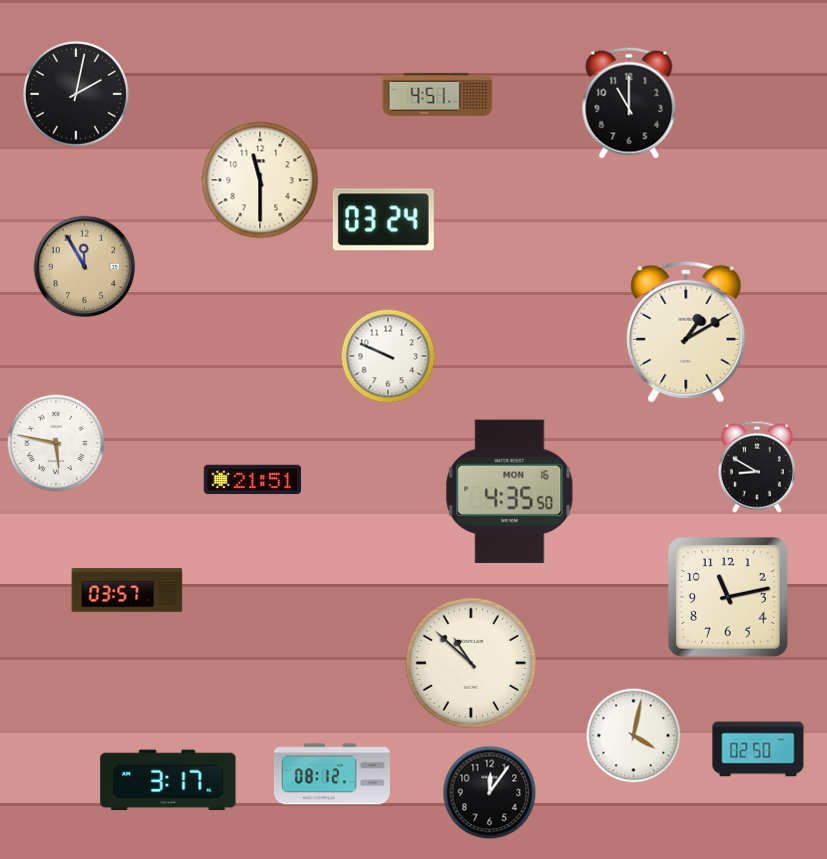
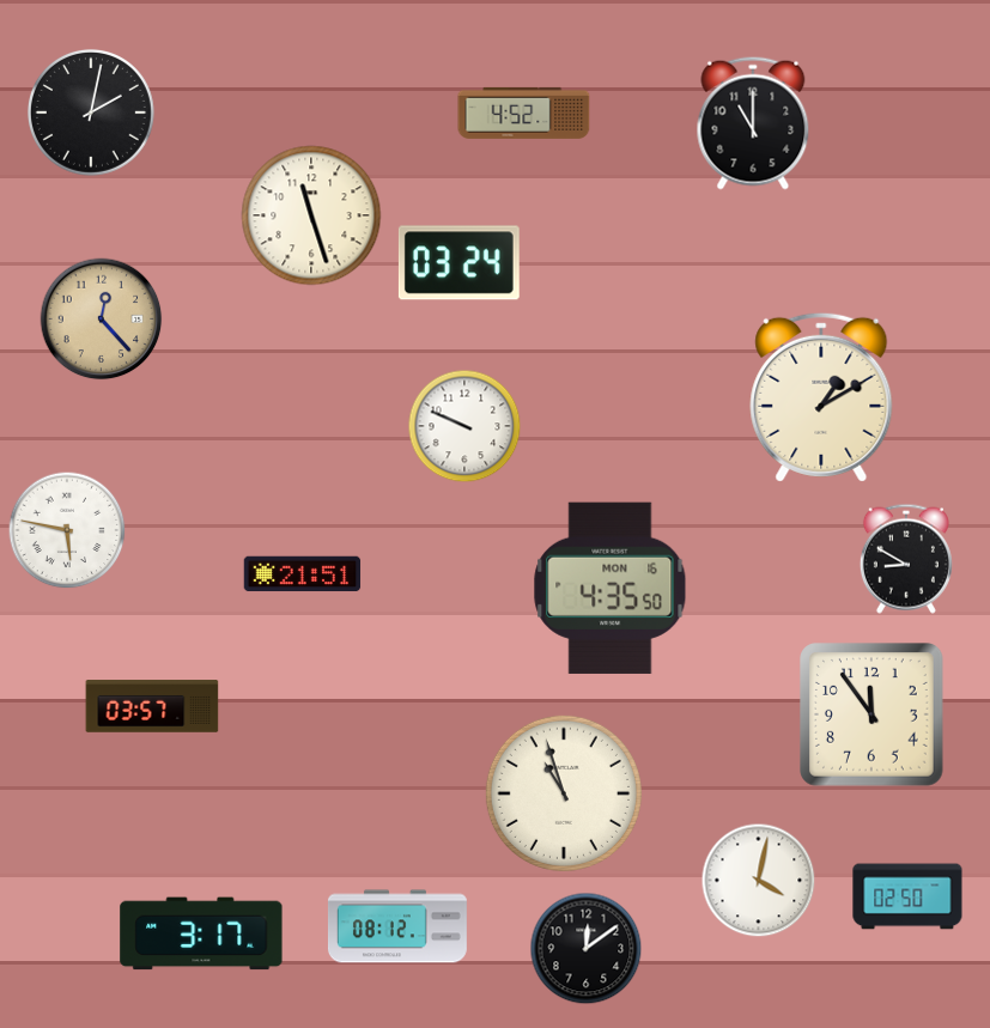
clock at (438, 94): 4:51 -> 4:52
clock at (260, 180): 11:30 -> 11:27
clock at (85, 267): 11:55 -> 12:23
clock at (729, 598): 11:13 -> 11:54
clock at (471, 663): 10:52 -> 10:57
clock at (490, 793): 12:06 -> 12:09
